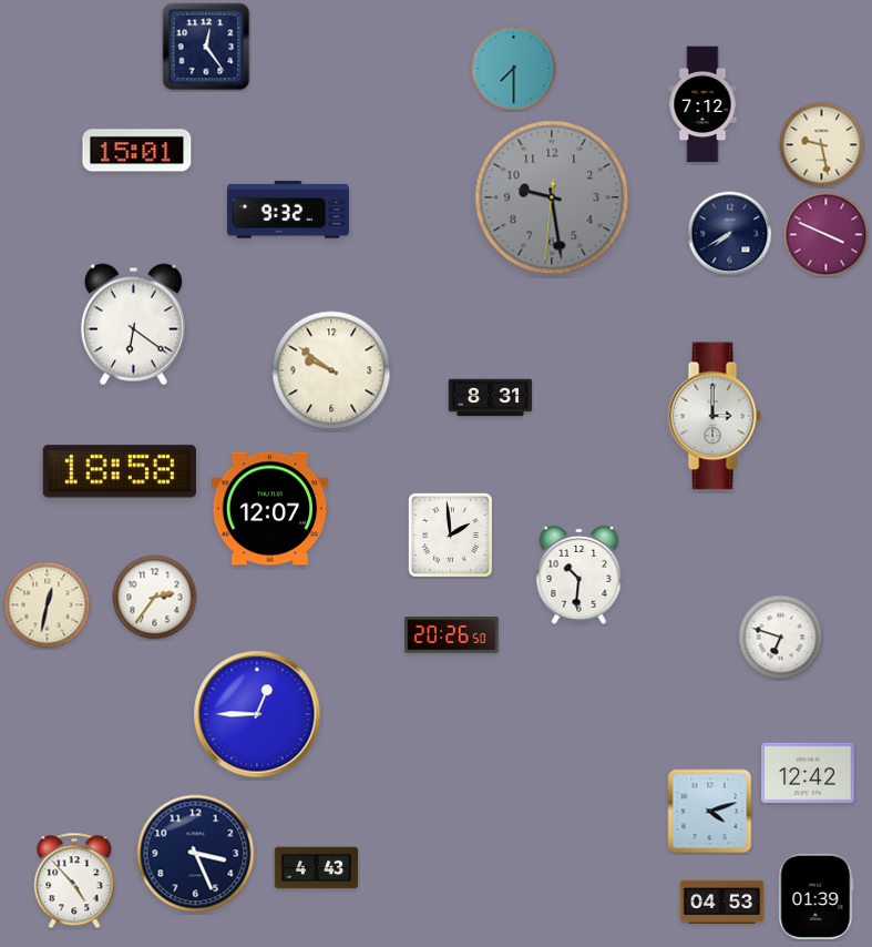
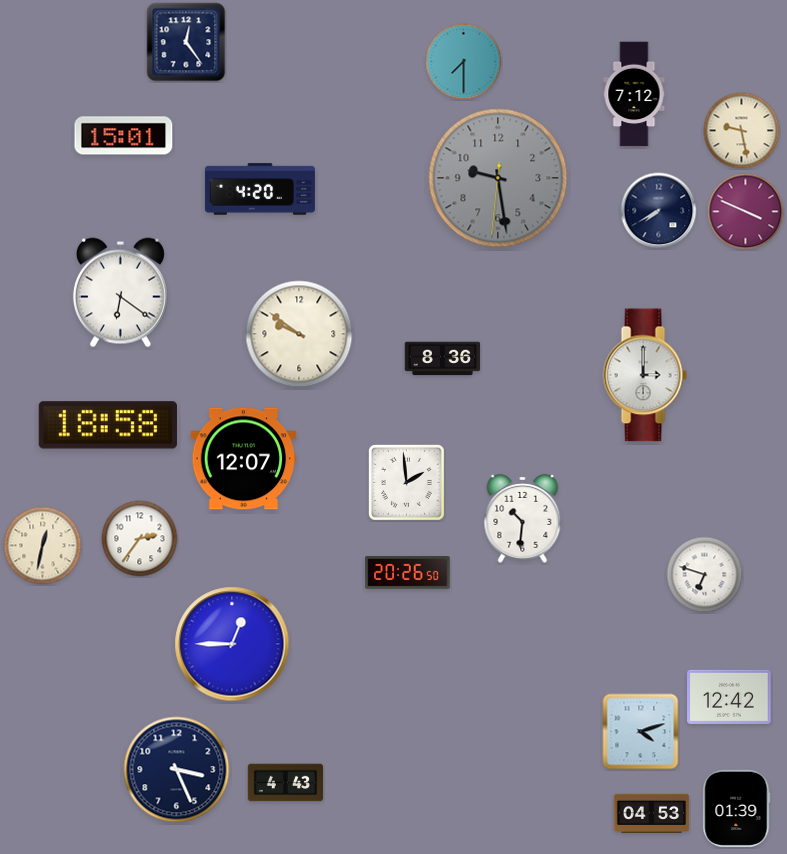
clock at (288, 210): 9:32 -> 4:20
clock at (491, 398): 8:31 -> 8:36
clock at (74, 880): 4:53 -> none
